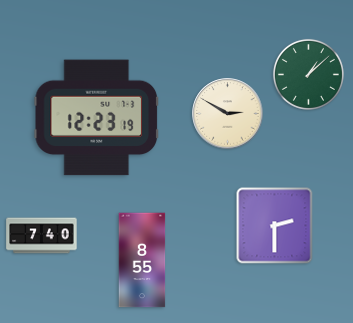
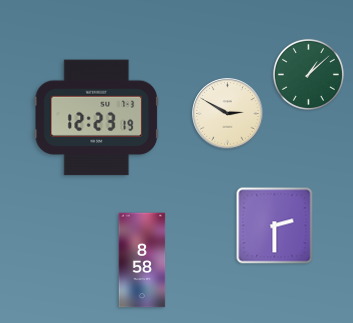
clock at (42, 236): 7:40 -> none
clock at (142, 260): 8:55 -> 8:58
